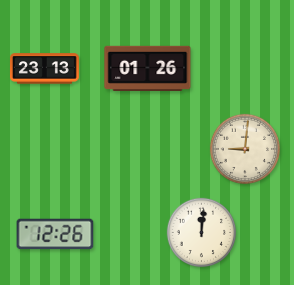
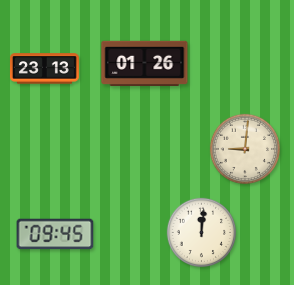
clock at (148, 68) position: (148, 68) -> (145, 63)
clock at (55, 234): 12:26 -> 09:45
